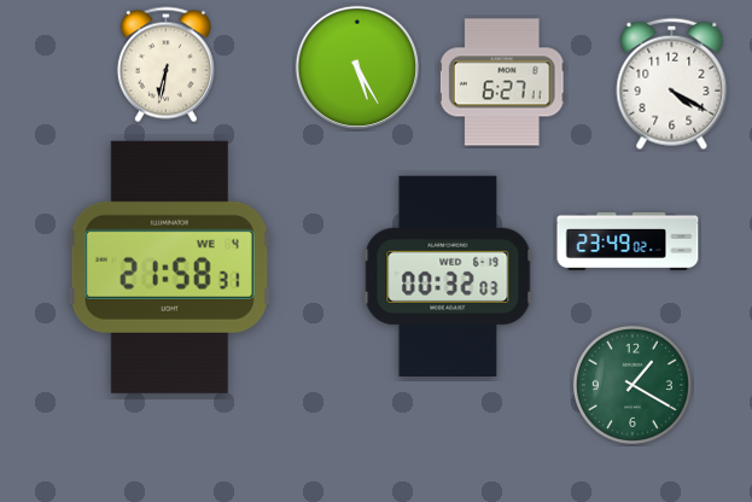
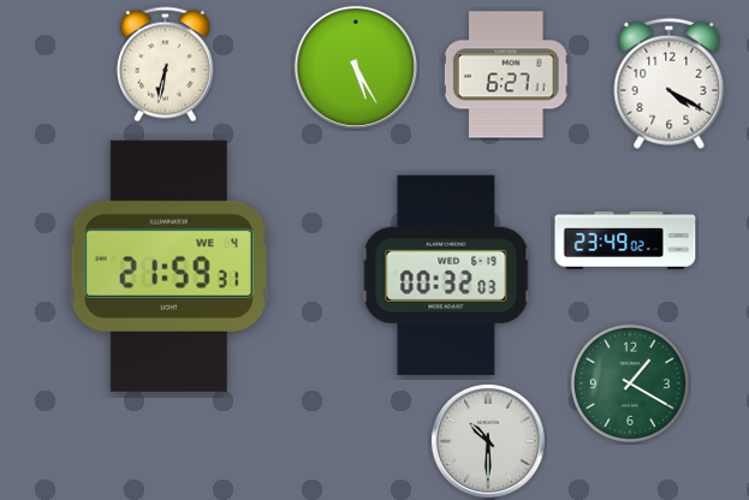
clock at (502, 82) position: (502, 82) -> (506, 75)
clock at (169, 267): 21:58 -> 21:59
clock at (488, 441): none -> 10:30
